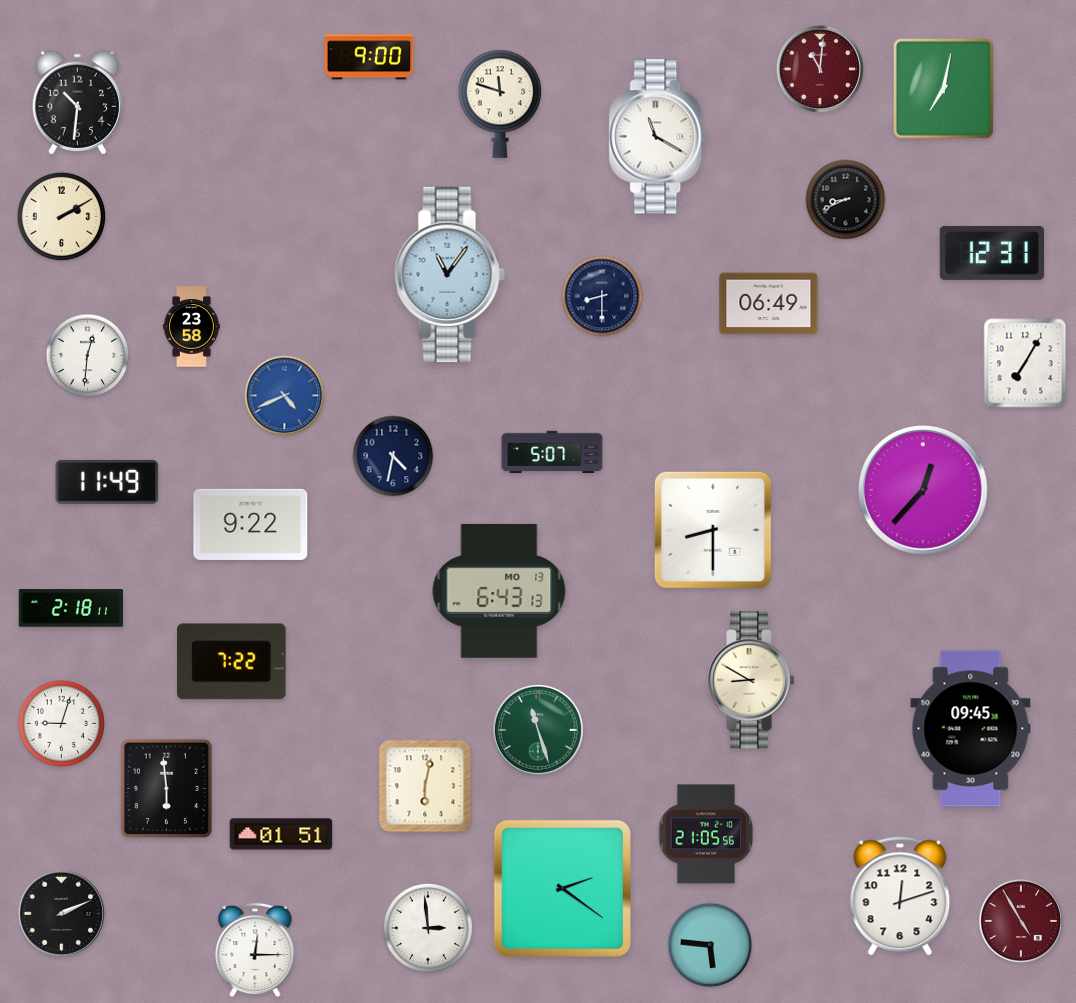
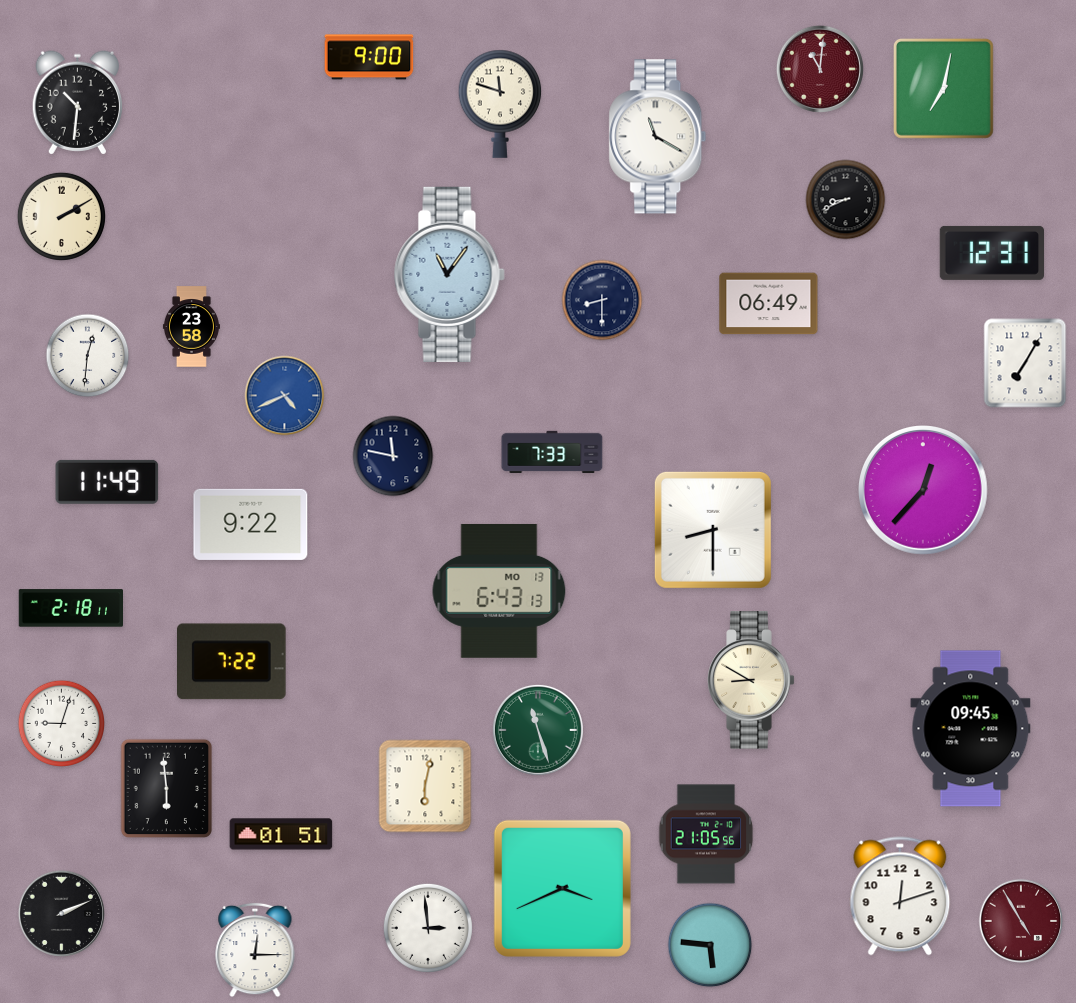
clock at (602, 296) position: (602, 296) -> (602, 300)
clock at (552, 452): 5:07 -> 7:33
clock at (393, 456): 4:32 -> 11:47
clock at (562, 888): 2:21 -> 3:41
